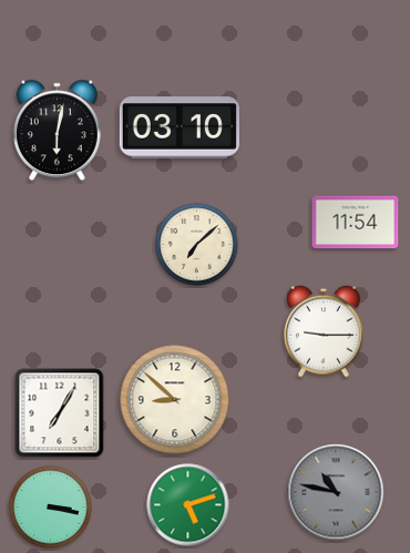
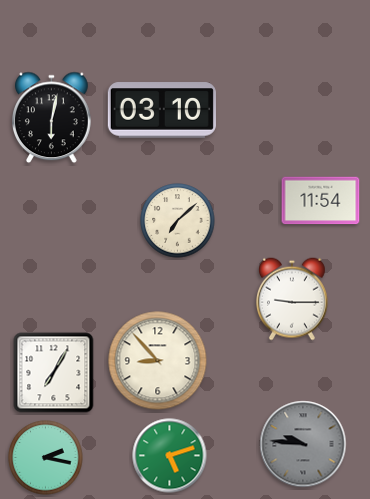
clock at (180, 127) position: (180, 127) -> (162, 110)
clock at (175, 400): 8:52 -> 8:53
clock at (336, 492): 10:47 -> 9:46
clock at (51, 508): 3:17 -> 2:17
